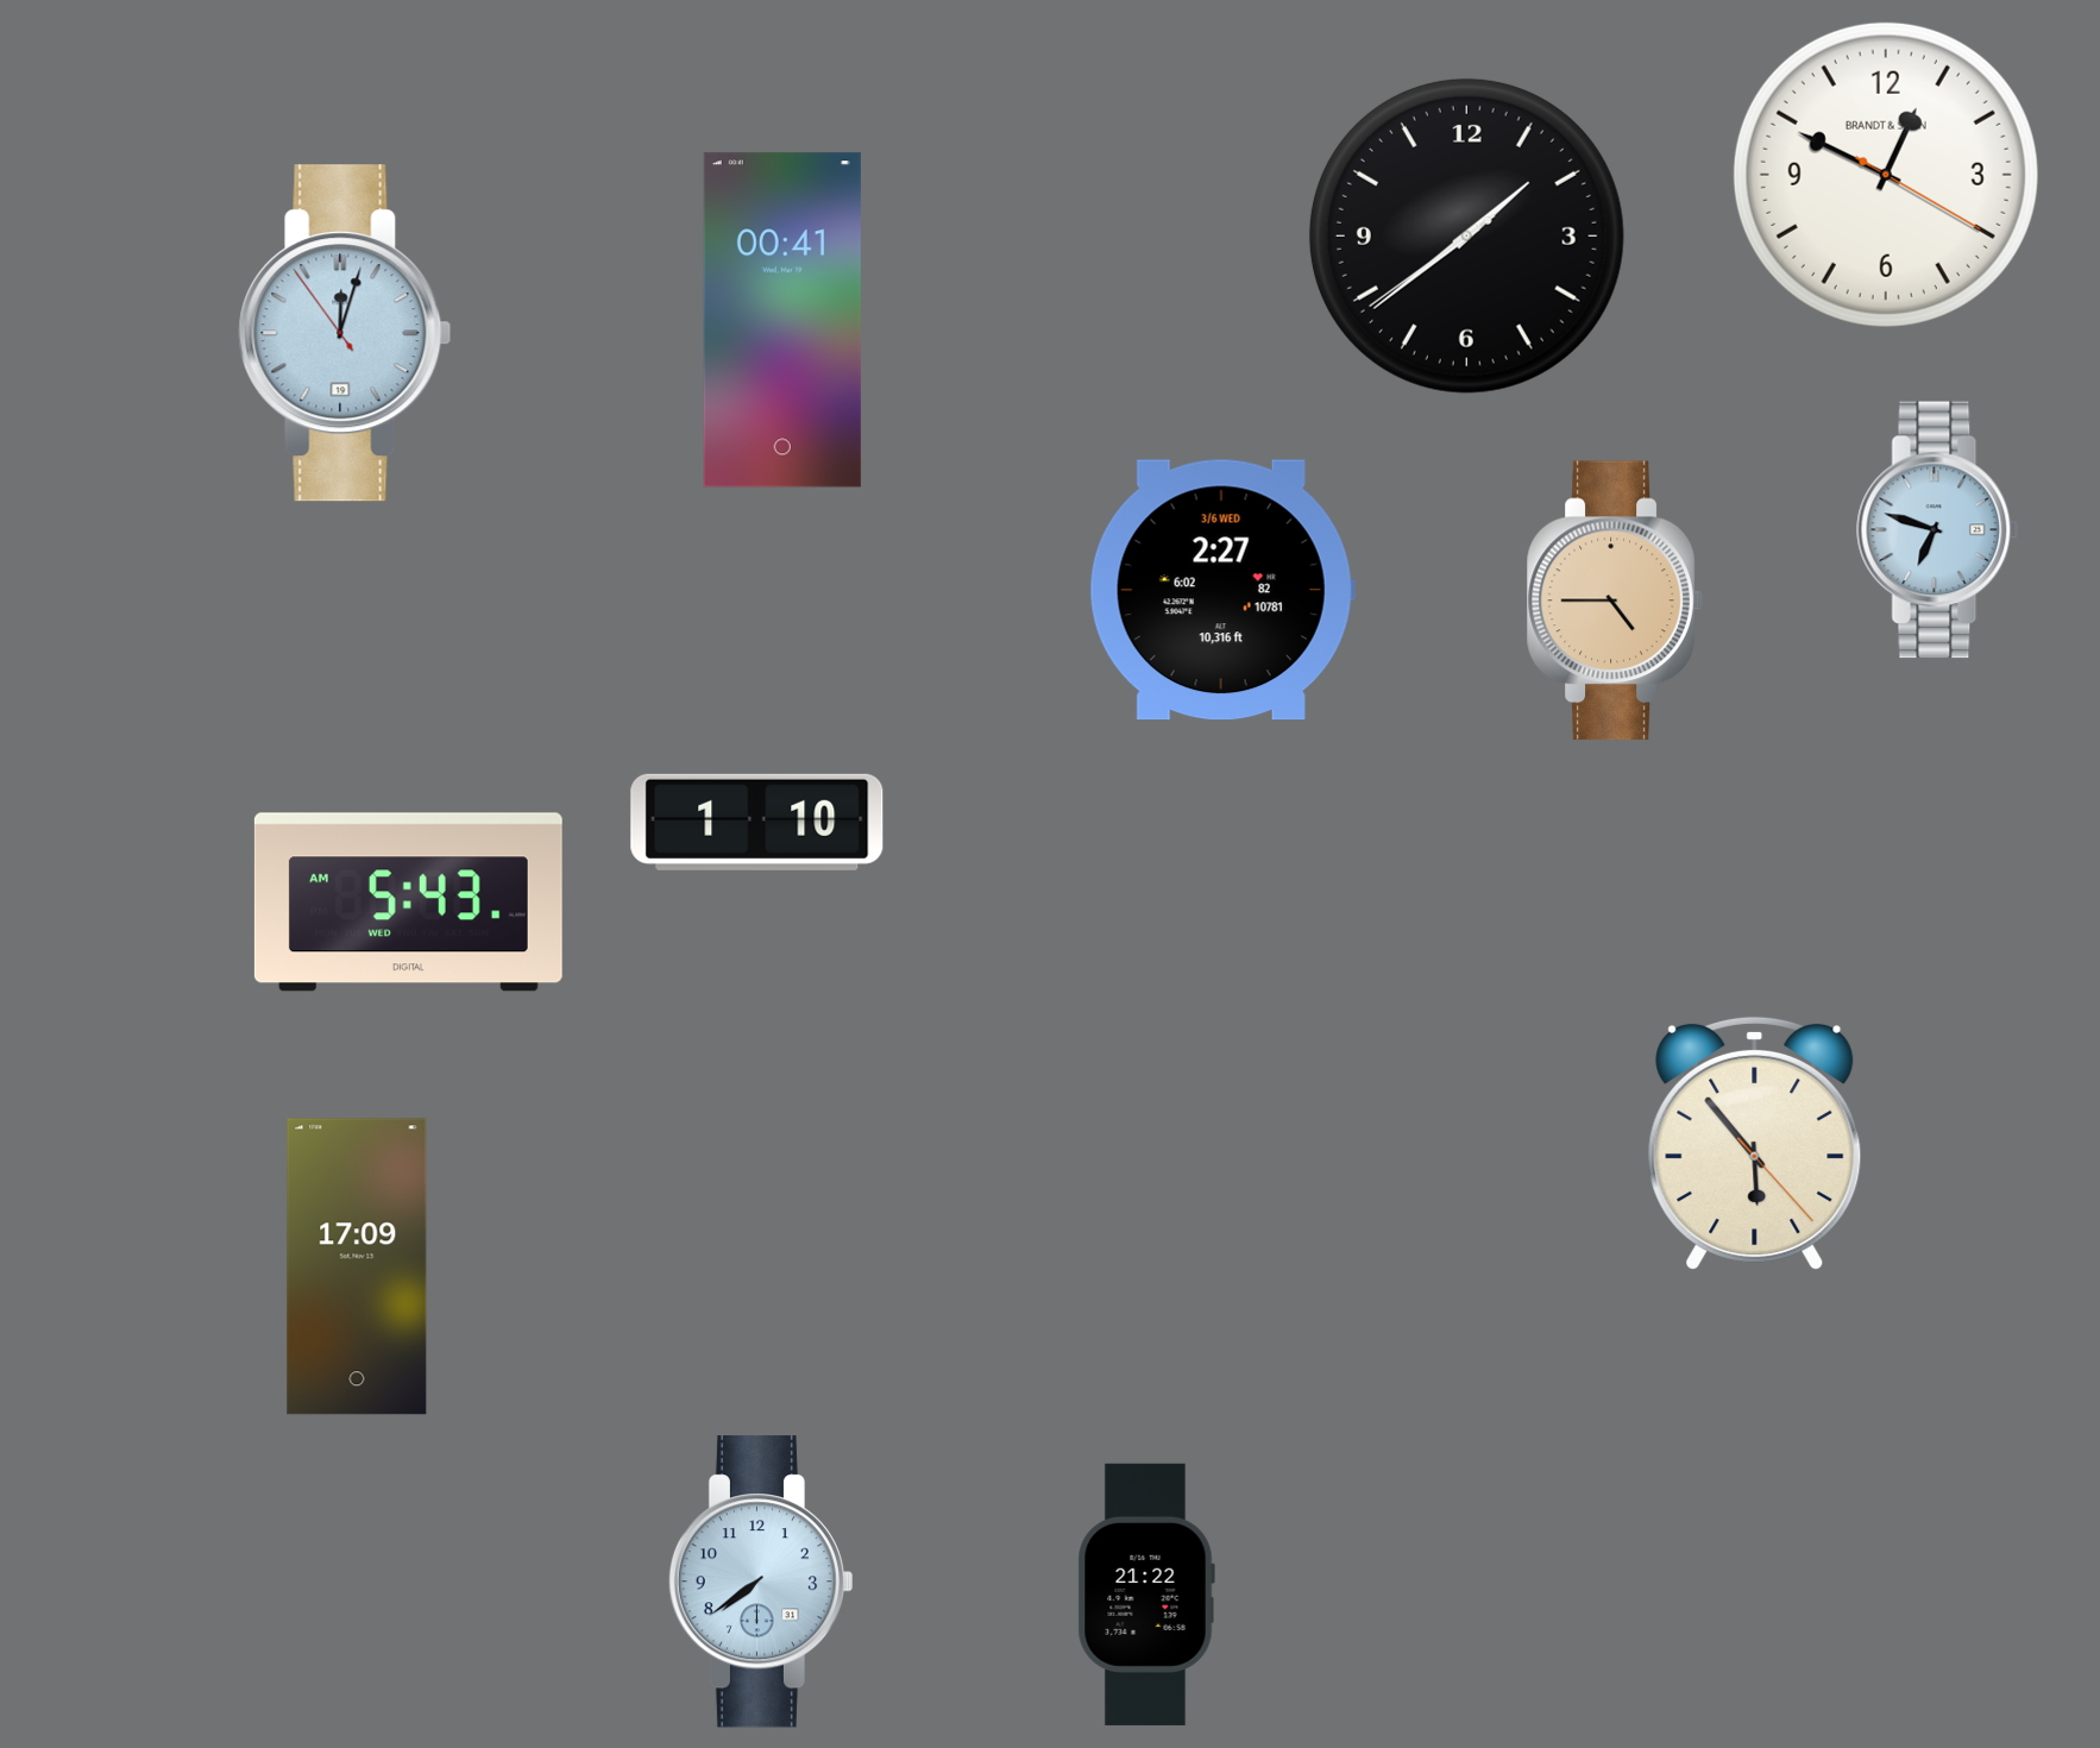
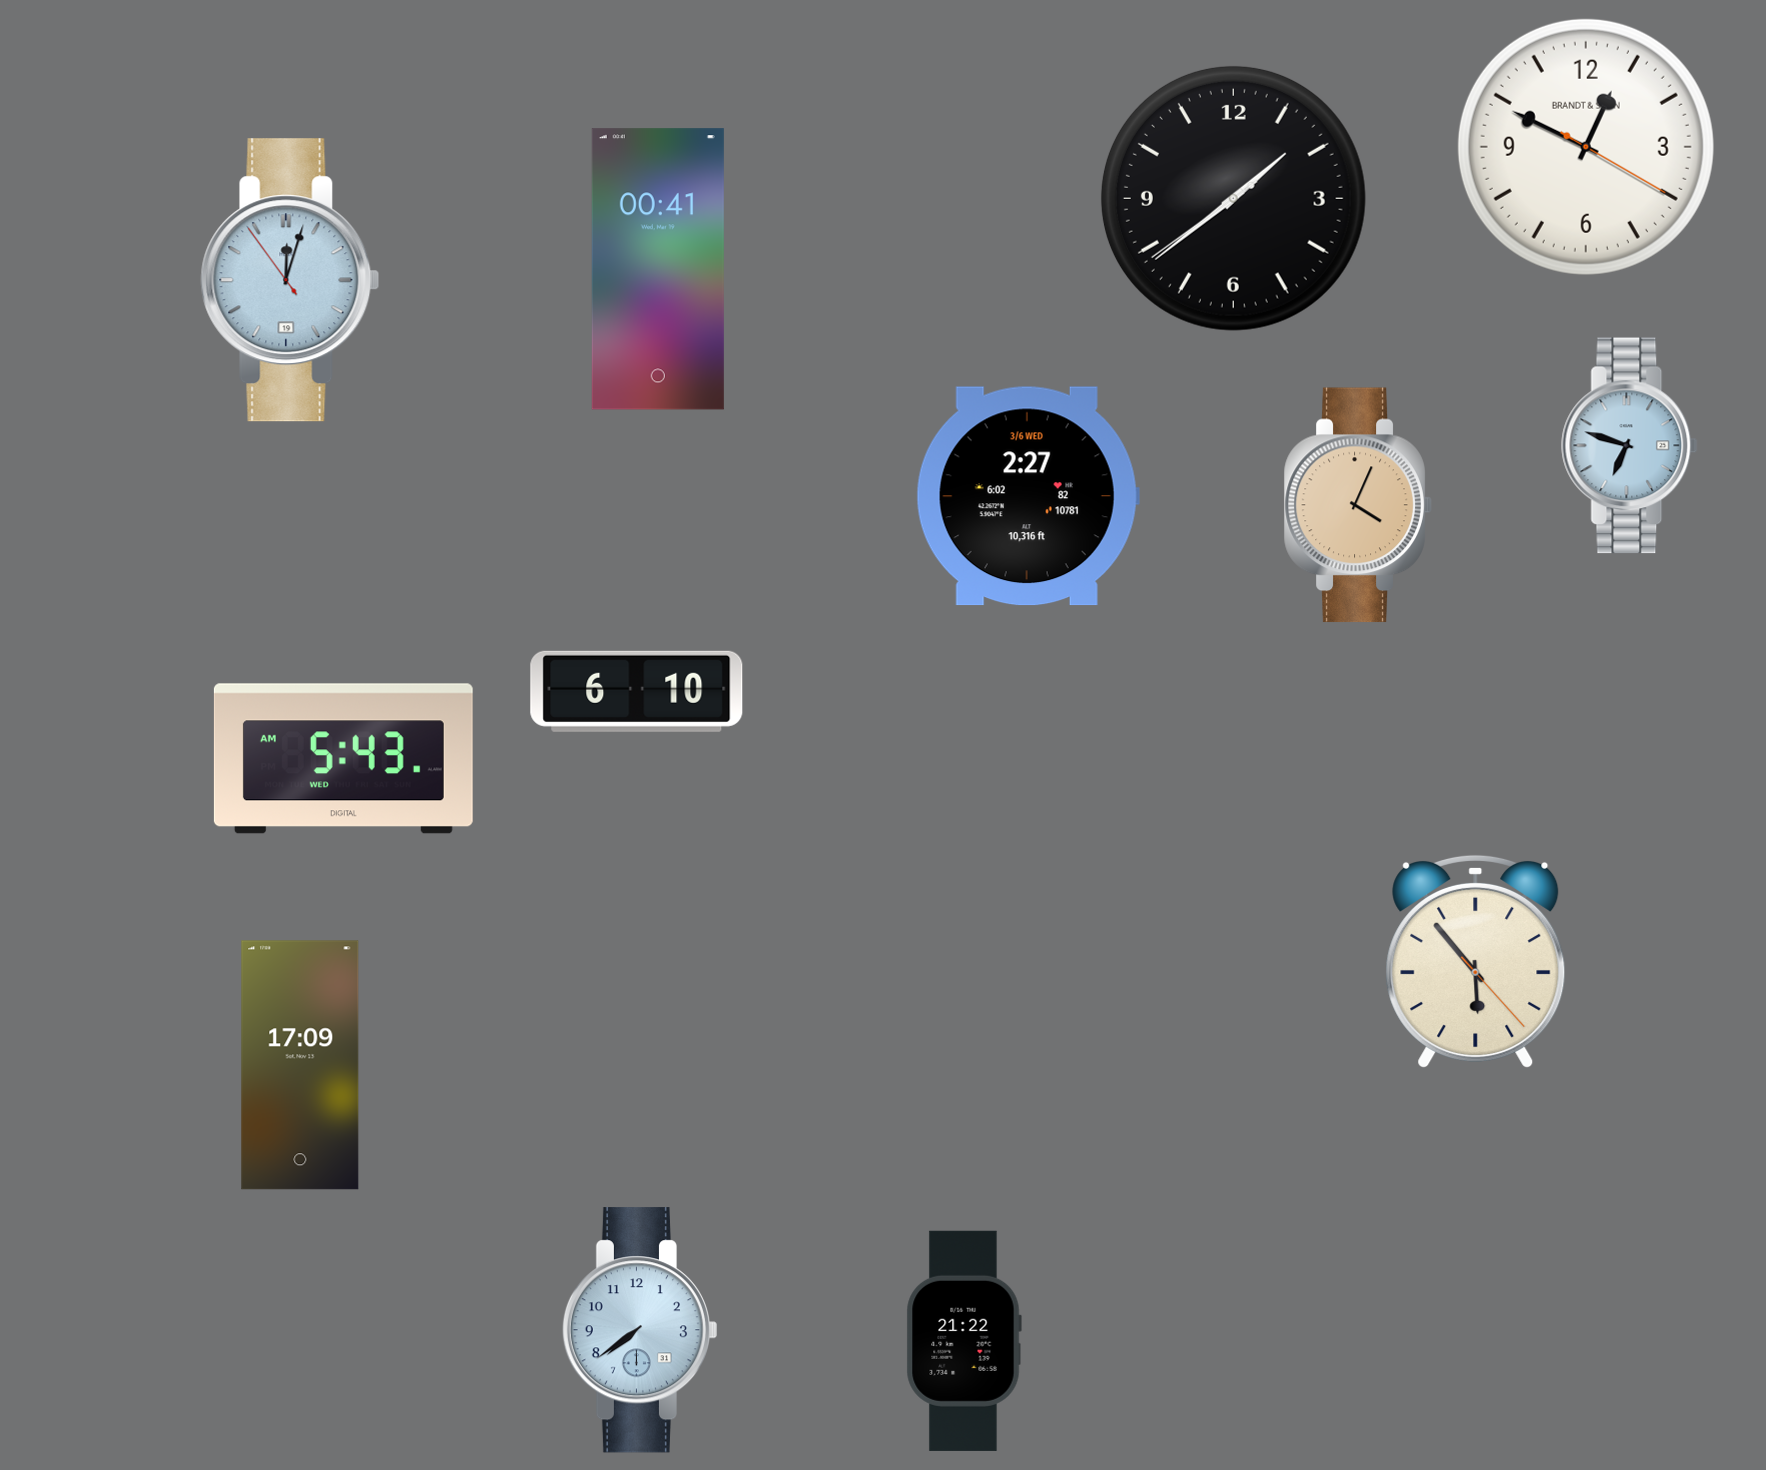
clock at (1615, 601): 4:45 -> 4:04
clock at (757, 822): 1:10 -> 6:10
